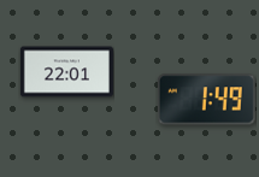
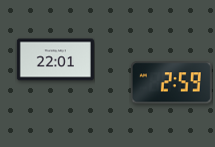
clock at (206, 100): 1:49 -> 2:59
